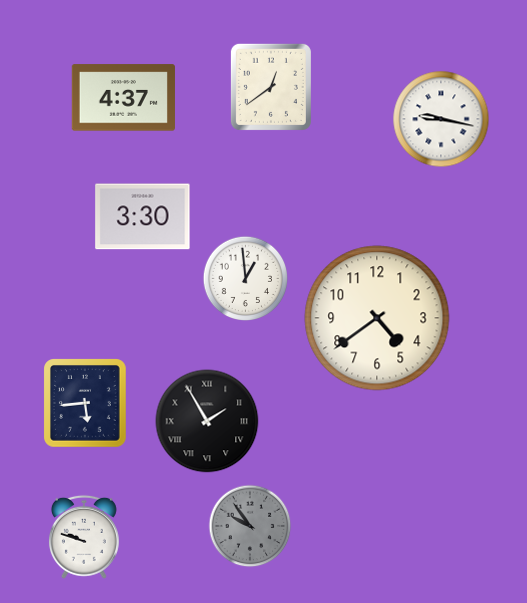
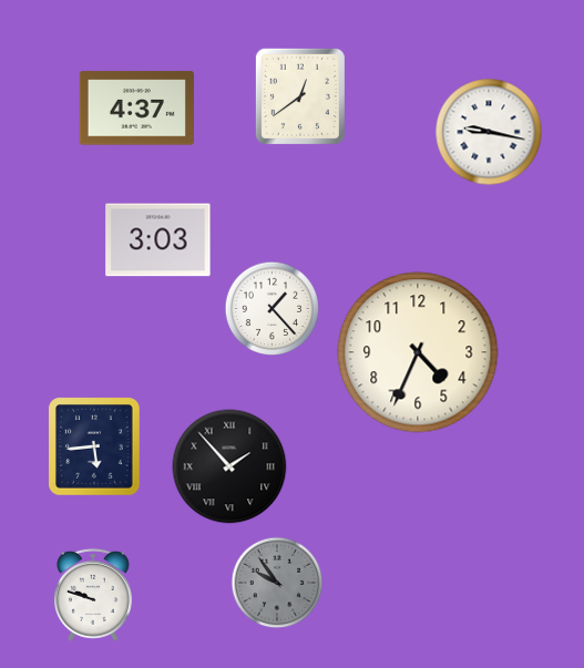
clock at (143, 217): 3:30 -> 3:03
clock at (245, 278): 12:59 -> 1:23
clock at (377, 318): 4:39 -> 4:34
clock at (207, 421): 1:55 -> 1:53
